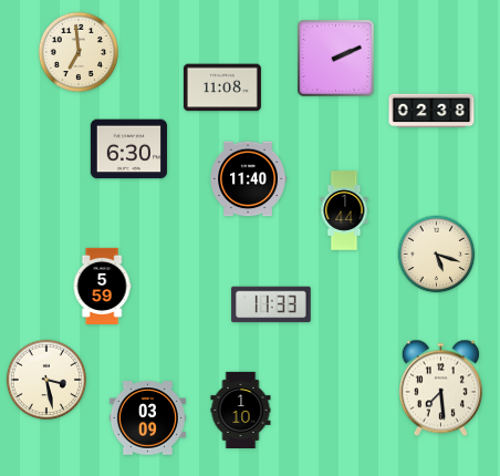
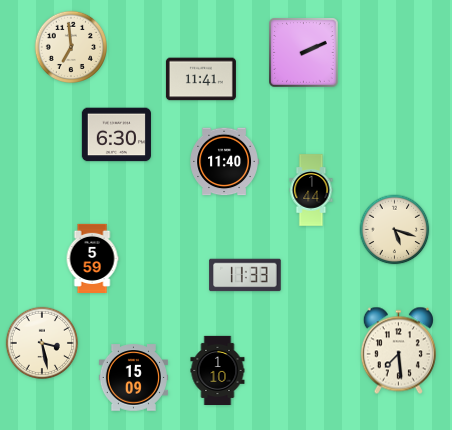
clock at (222, 87): 11:08 -> 11:41
clock at (431, 111): 02:38 -> none
clock at (147, 418): 03:09 -> 15:09
